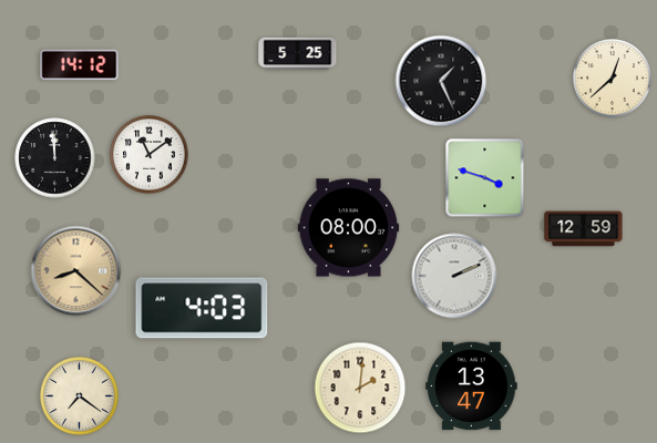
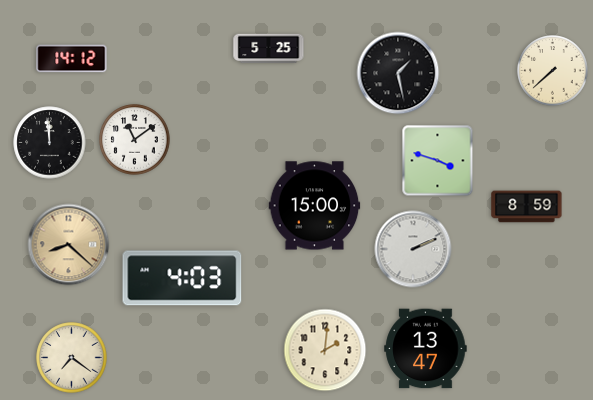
clock at (613, 79): 12:38 -> 7:38
clock at (441, 81): 1:26 -> 1:28
clock at (349, 228): 08:00 -> 15:00
clock at (584, 229): 12:59 -> 8:59
clock at (454, 276) position: (454, 276) -> (413, 249)
